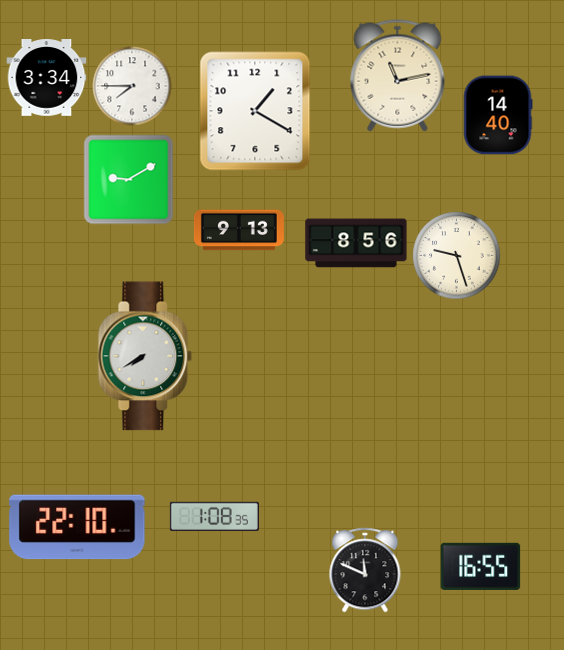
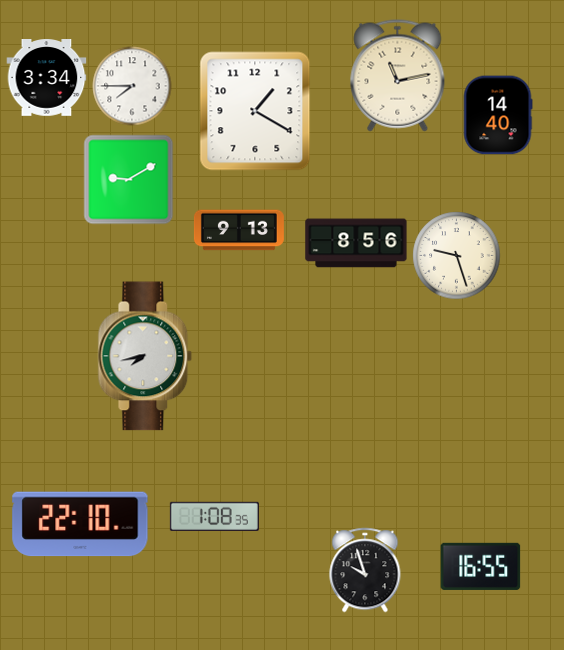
clock at (145, 356): 7:40 -> 7:43
clock at (77, 527) position: (77, 527) -> (80, 524)
clock at (365, 570): 11:49 -> 9:57
